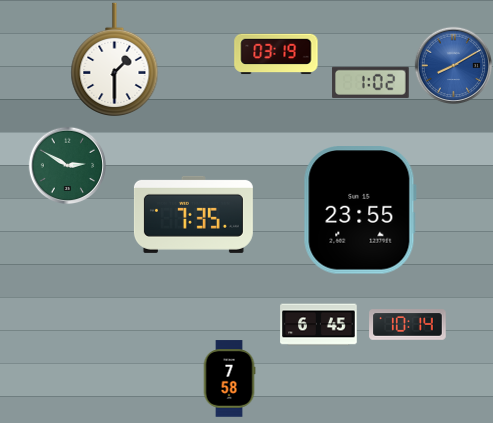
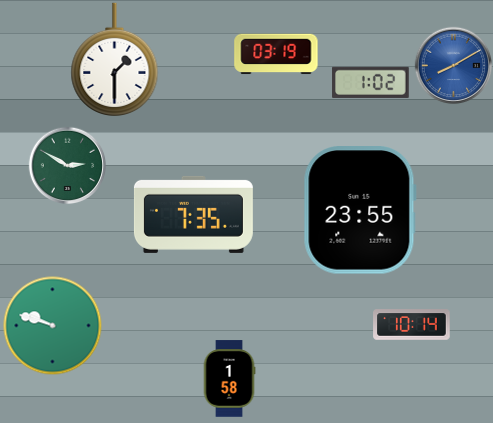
clock at (319, 325): 6:45 -> none
clock at (408, 325) position: (408, 325) -> (412, 325)
clock at (53, 326): none -> 9:48
clock at (229, 379): 7:58 -> 1:58
